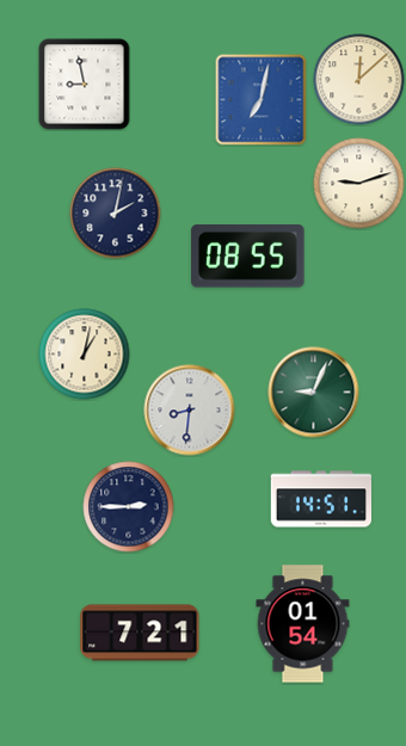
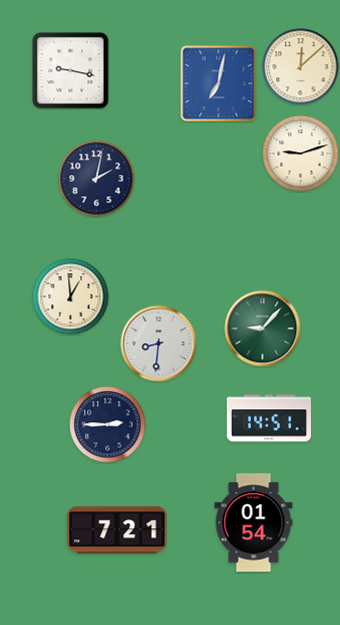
clock at (85, 85): 8:58 -> 9:17
clock at (248, 257): 08:55 -> none
clock at (85, 354): 1:02 -> 12:59
clock at (314, 393): 9:04 -> 9:07
